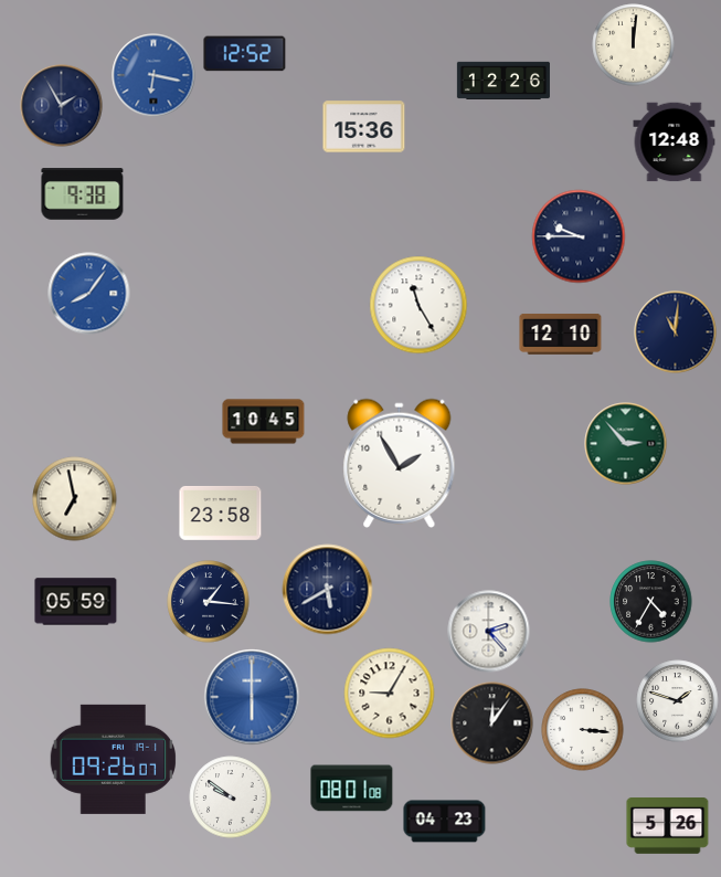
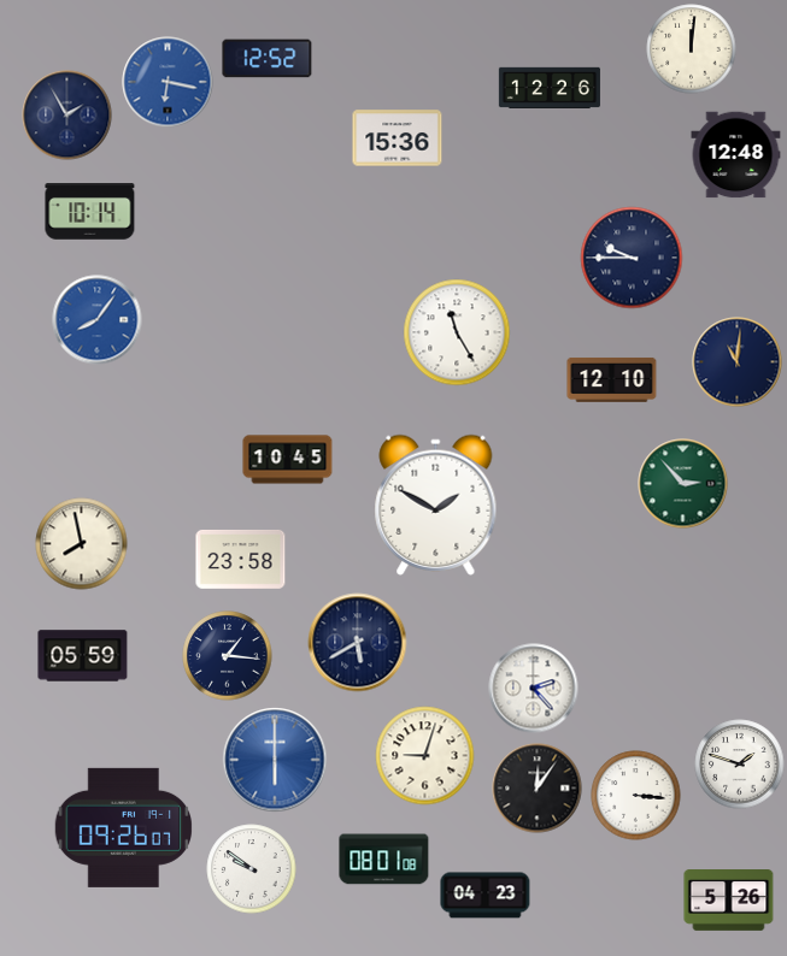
clock at (83, 194): 9:38 -> 10:14
clock at (561, 335) position: (561, 335) -> (612, 380)
clock at (400, 463): 1:55 -> 1:50
clock at (75, 499): 6:58 -> 7:58
clock at (651, 602): 4:35 -> none
clock at (390, 694): 9:05 -> 9:03
